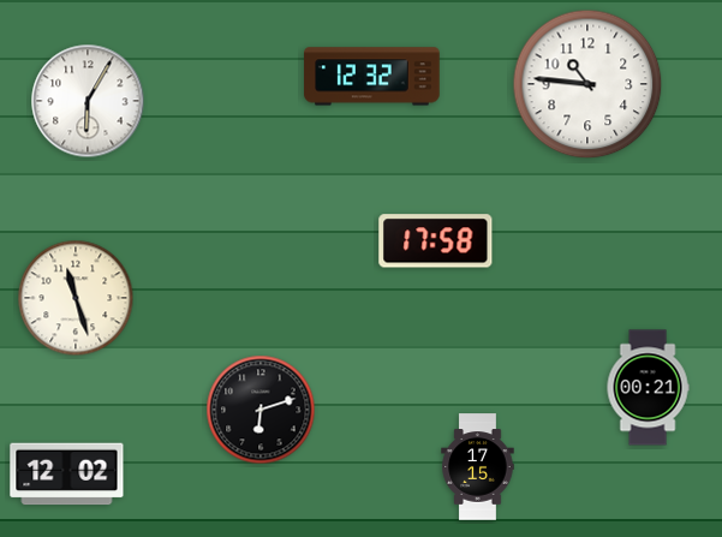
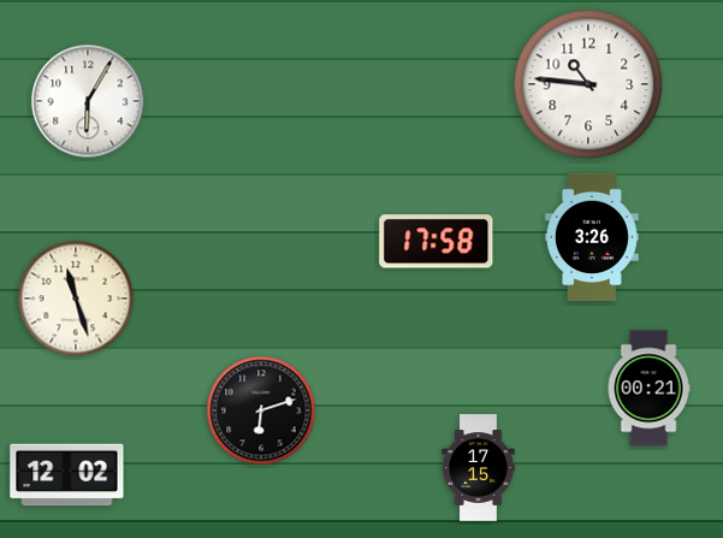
clock at (372, 77): 12:32 -> none
clock at (592, 237): none -> 3:26
